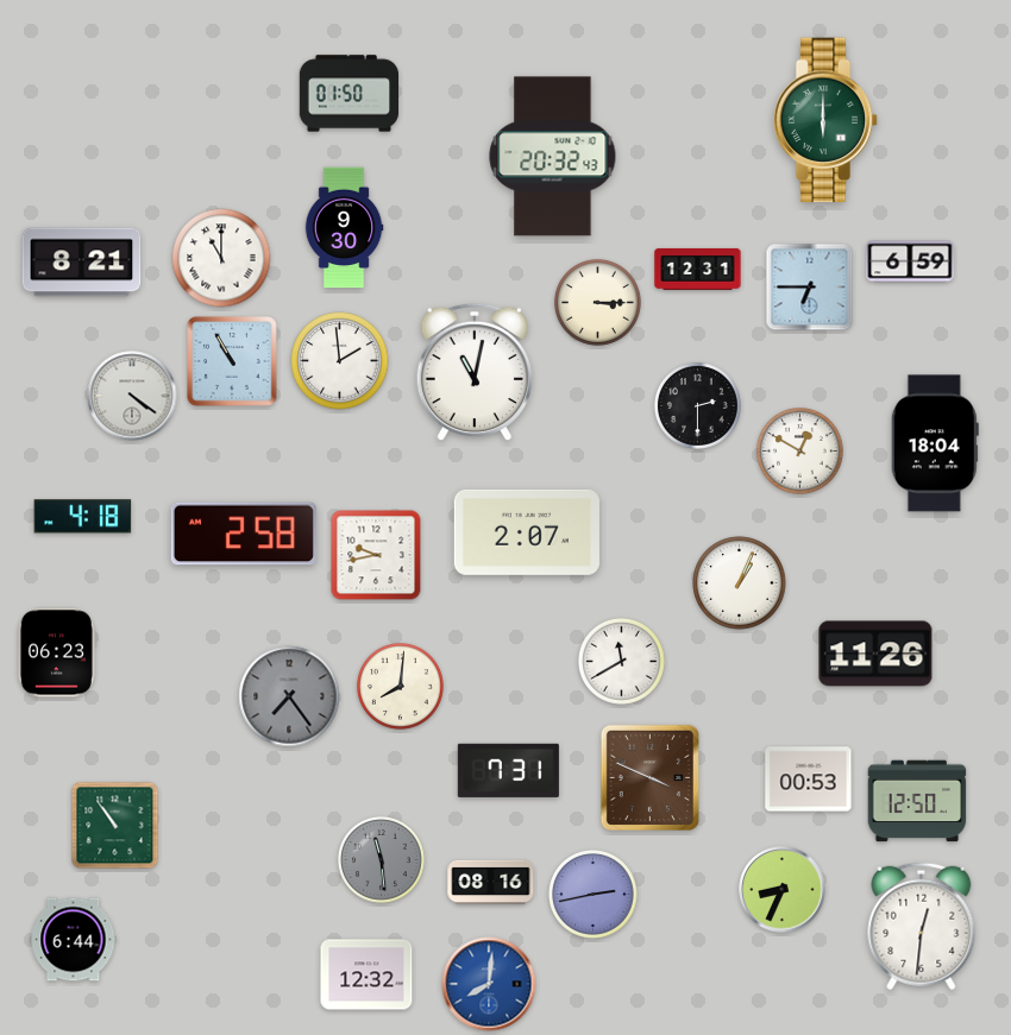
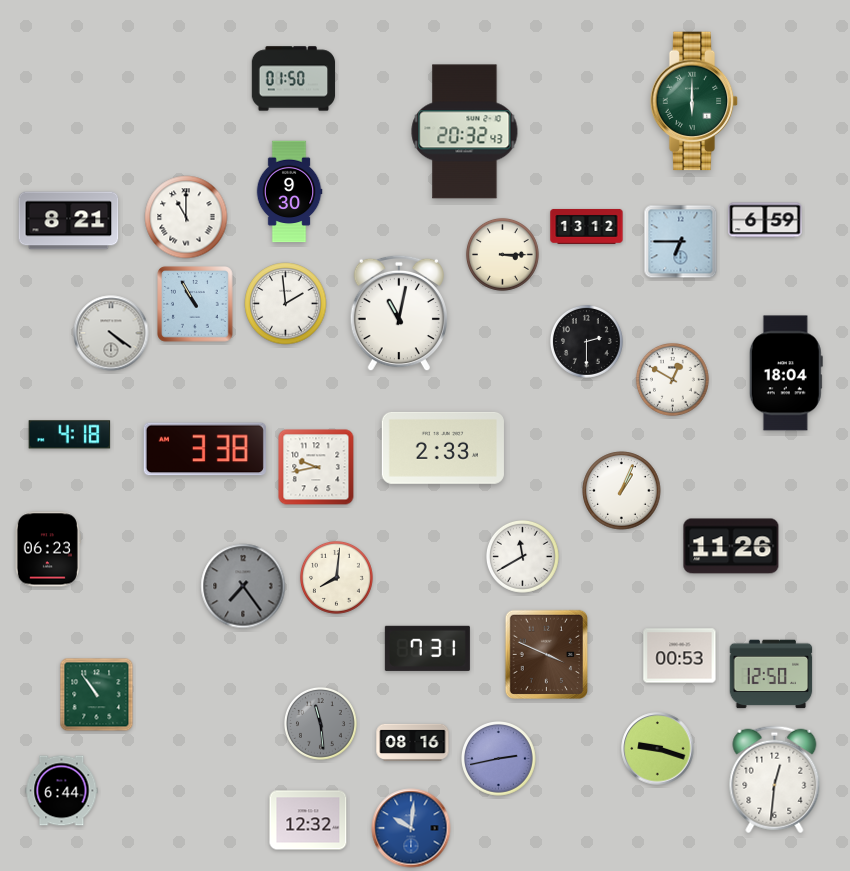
clock at (698, 269): 12:31 -> 13:12
clock at (527, 532): 2:07 -> 2:33
clock at (244, 534): 2:58 -> 3:38
clock at (875, 654) position: (875, 654) -> (731, 546)
clock at (783, 890): 8:34 -> 9:18
clock at (594, 895) position: (594, 895) -> (499, 759)
clock at (489, 984): 8:01 -> 10:01
